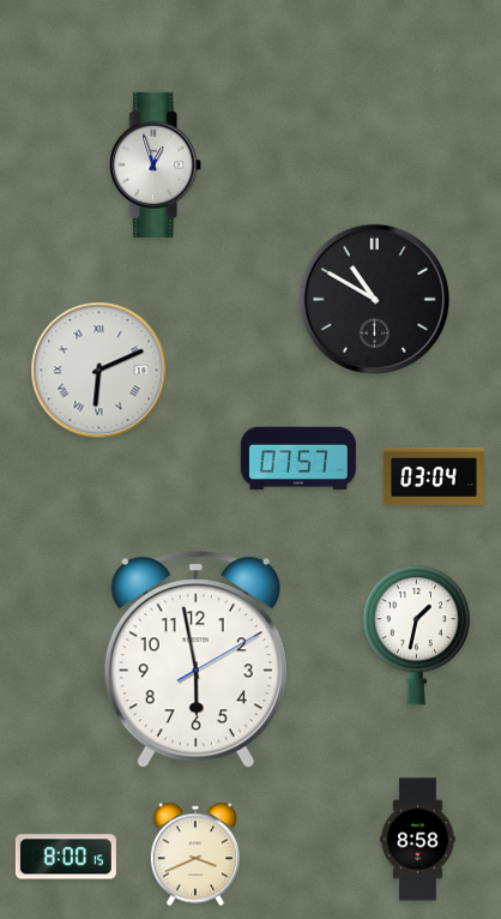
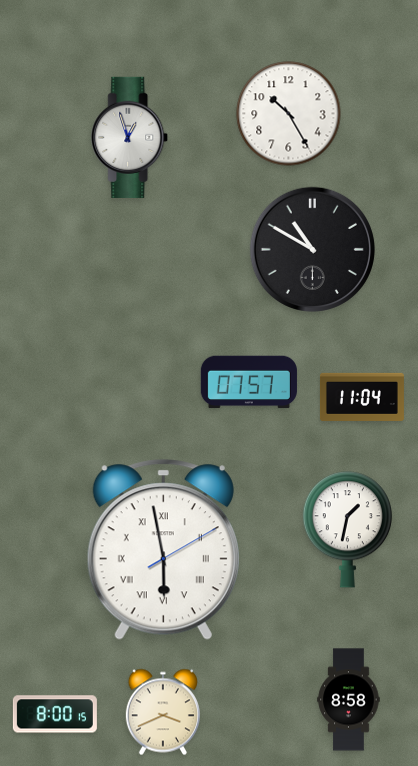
clock at (289, 114): none -> 10:25
clock at (99, 371): 6:11 -> none
clock at (434, 476): 03:04 -> 11:04
clock at (195, 660) numerals: Arabic -> Roman
